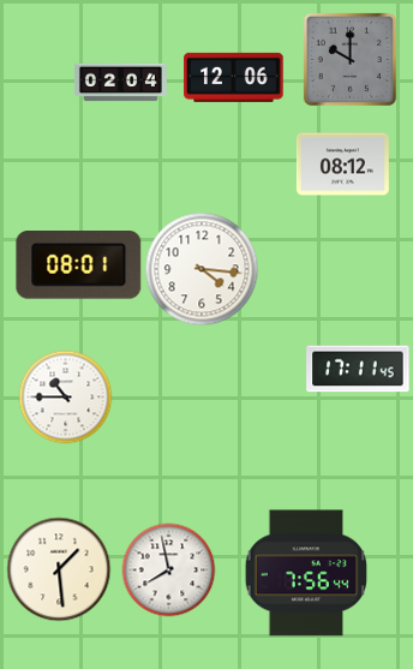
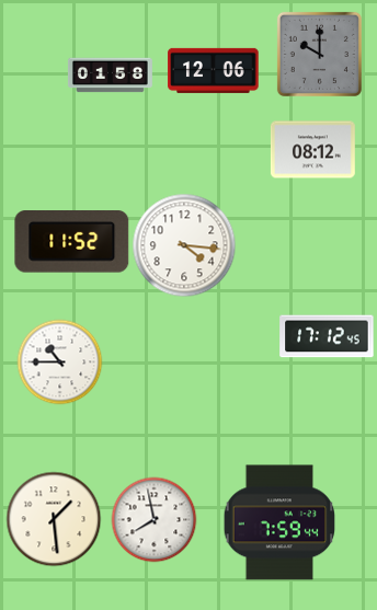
clock at (120, 83): 02:04 -> 01:58
clock at (79, 265): 08:01 -> 11:52
clock at (358, 369): 17:11 -> 17:12
clock at (306, 573): 7:56 -> 7:59
